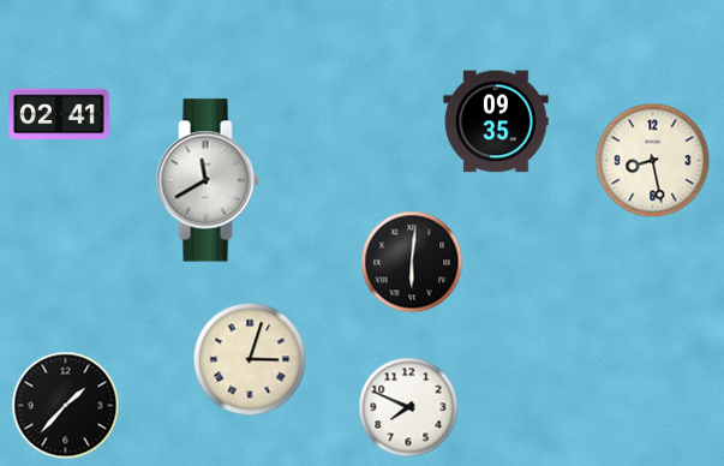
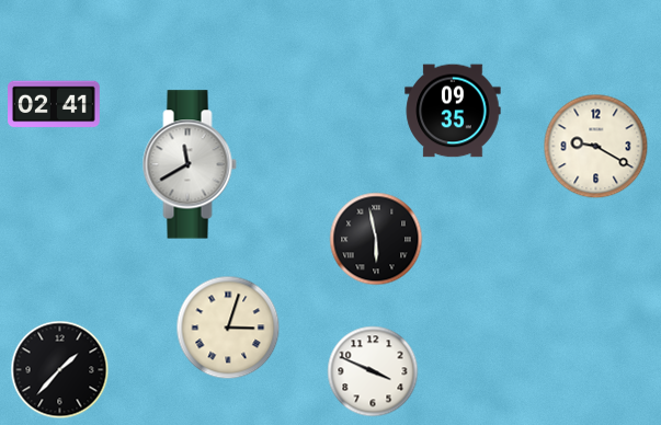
clock at (653, 161): 8:28 -> 9:20
clock at (412, 262): 6:01 -> 5:58
clock at (408, 407): 7:49 -> 3:49
